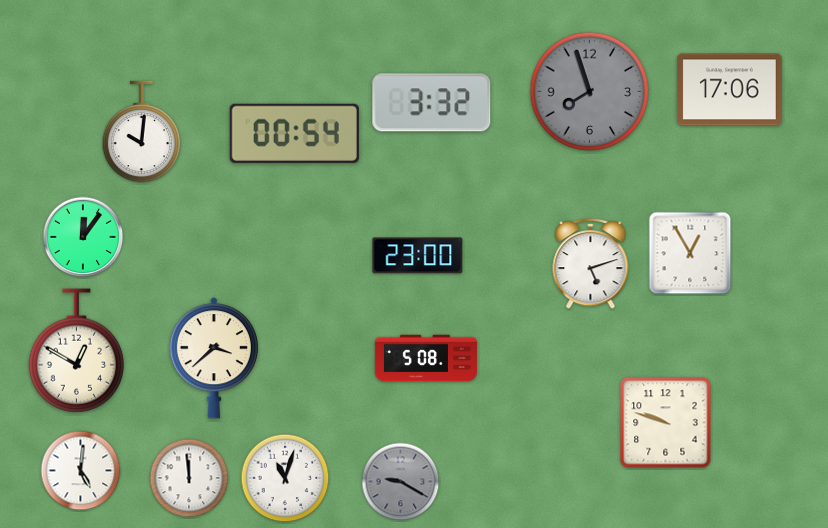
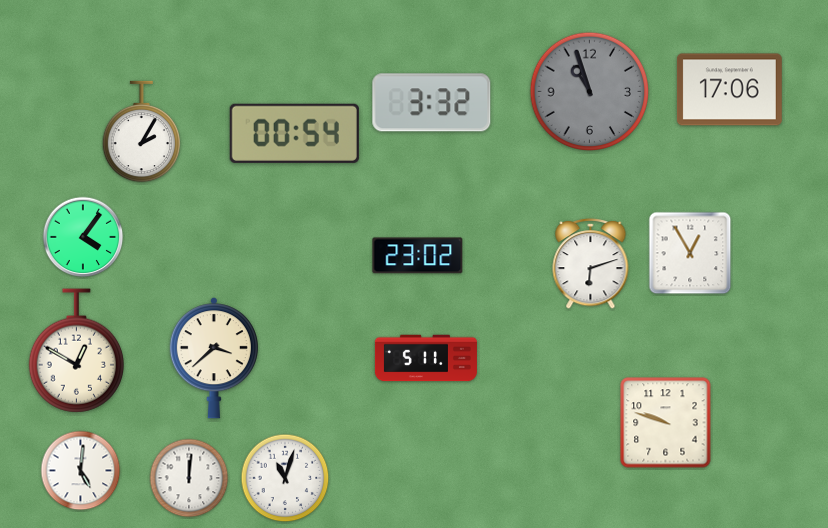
clock at (590, 92): 7:57 -> 10:57
clock at (142, 132): 10:01 -> 2:05
clock at (83, 237): 12:06 -> 4:06
clock at (418, 256): 23:00 -> 23:02
clock at (591, 263): 5:12 -> 6:12
clock at (426, 358): 5:08 -> 5:11
clock at (189, 478): 11:59 -> 12:01
clock at (401, 482): 9:20 -> none
